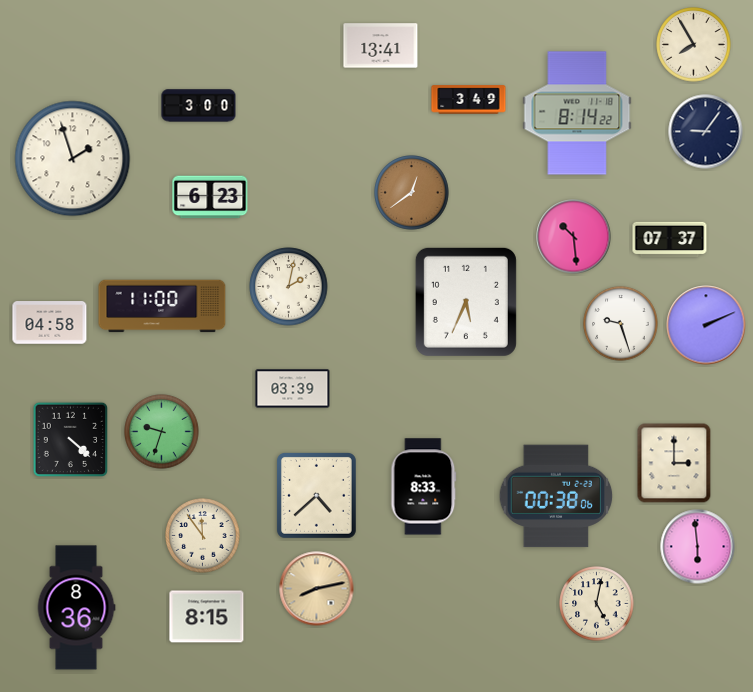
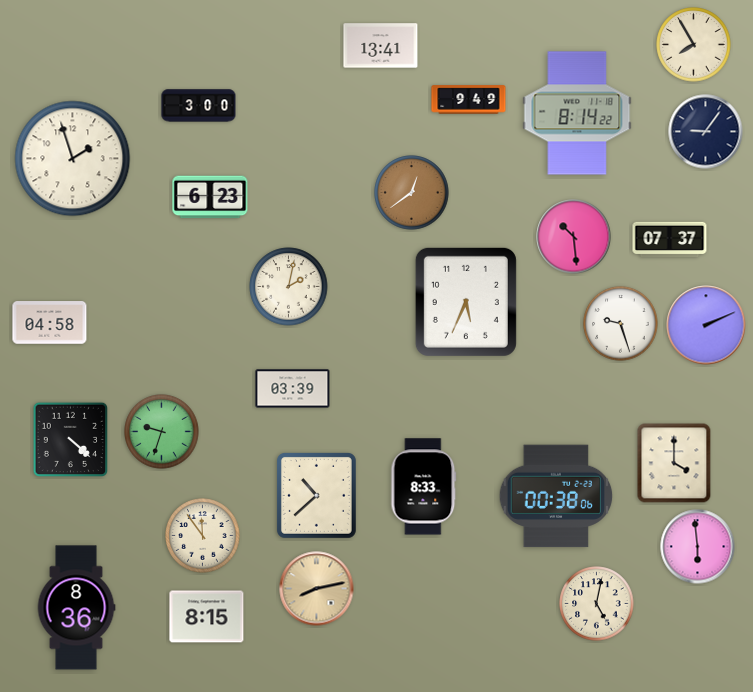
clock at (469, 100): 3:49 -> 9:49
clock at (162, 306): 11:00 -> none
clock at (674, 463): 3:00 -> 4:00
clock at (316, 495): 4:38 -> 10:38
